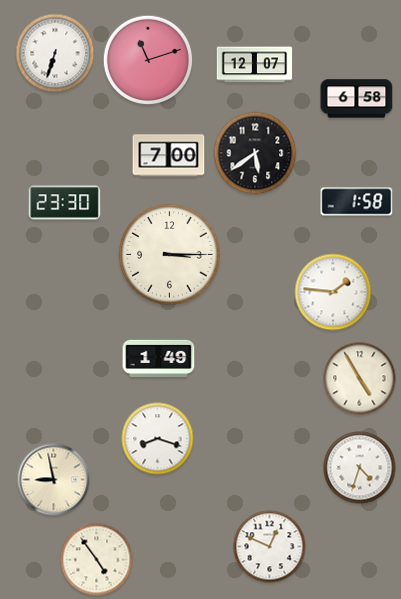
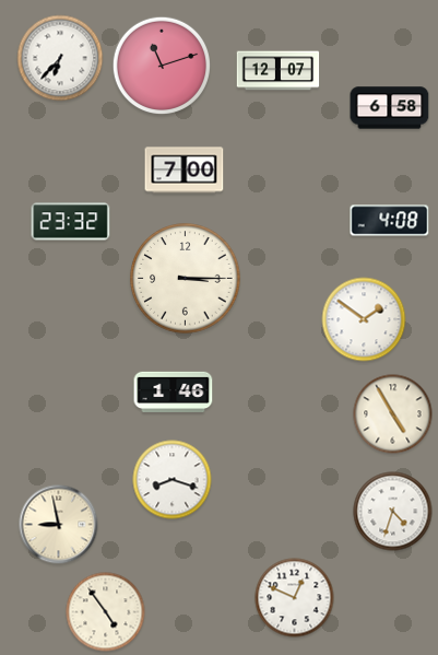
clock at (55, 53): 6:33 -> 6:37
clock at (255, 153): 5:39 -> none
clock at (357, 202): 1:58 -> 4:08
clock at (65, 203): 23:30 -> 23:32
clock at (333, 292): 1:46 -> 1:51
clock at (159, 359): 1:49 -> 1:46
